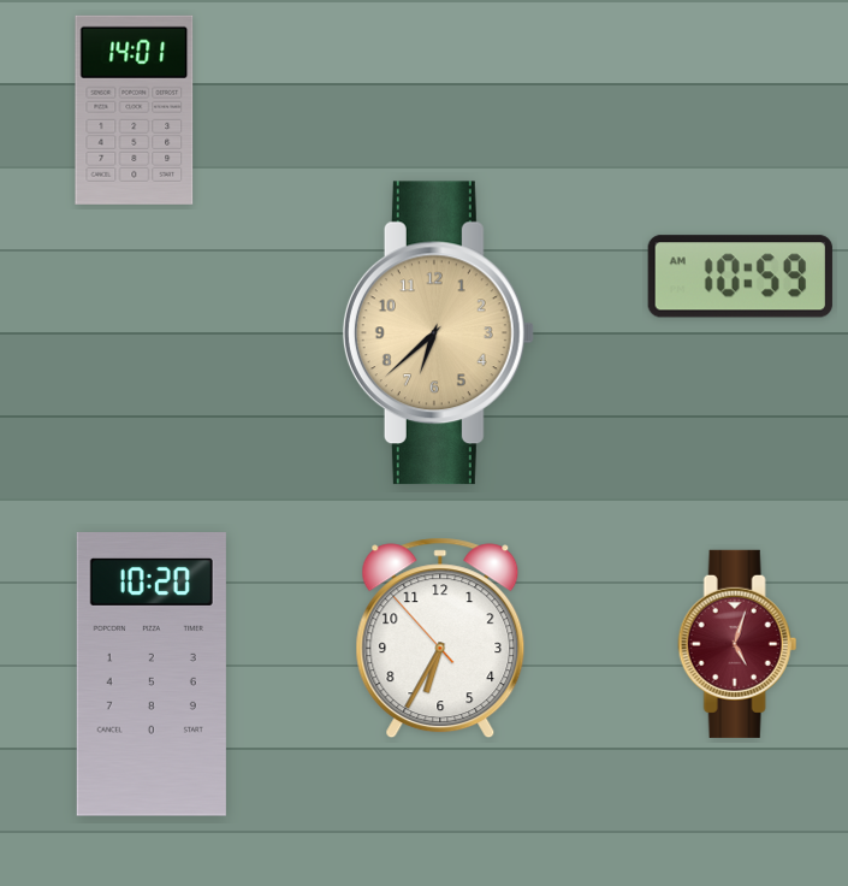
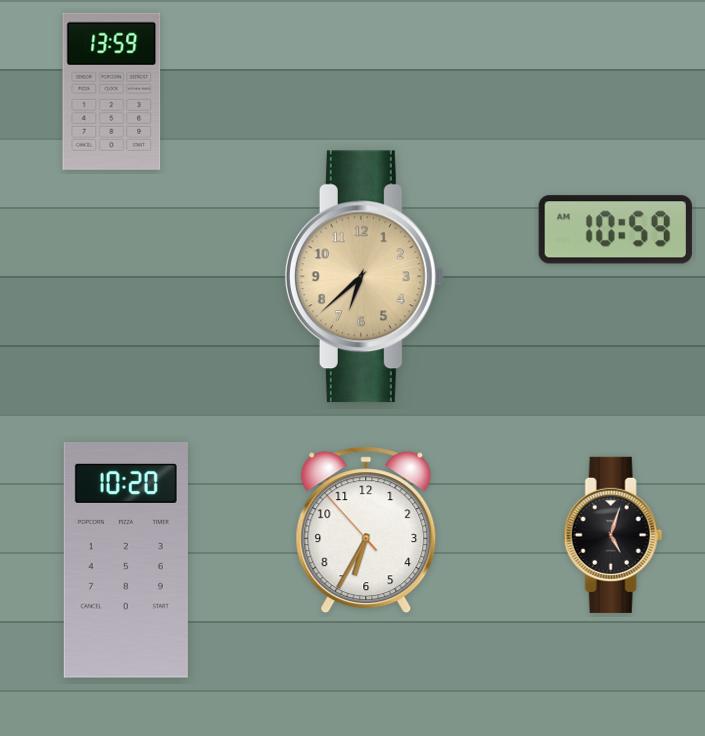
clock at (135, 110): 14:01 -> 13:59
clock at (737, 644) dial: burgundy -> black
